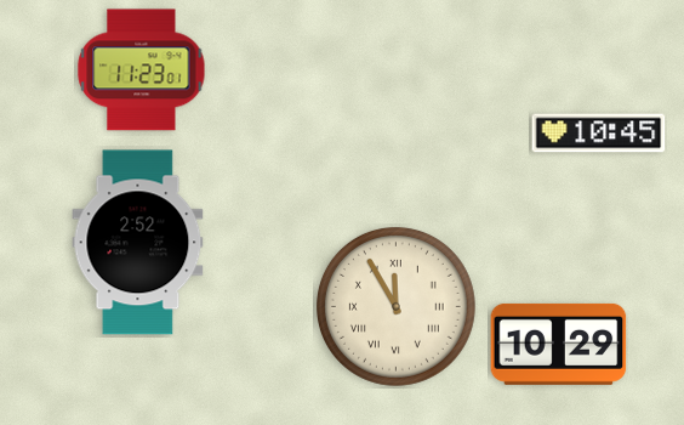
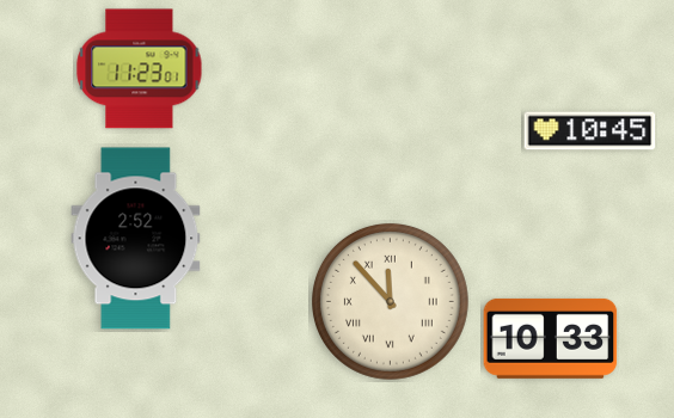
clock at (395, 306): 11:55 -> 11:53
clock at (559, 344): 10:29 -> 10:33
